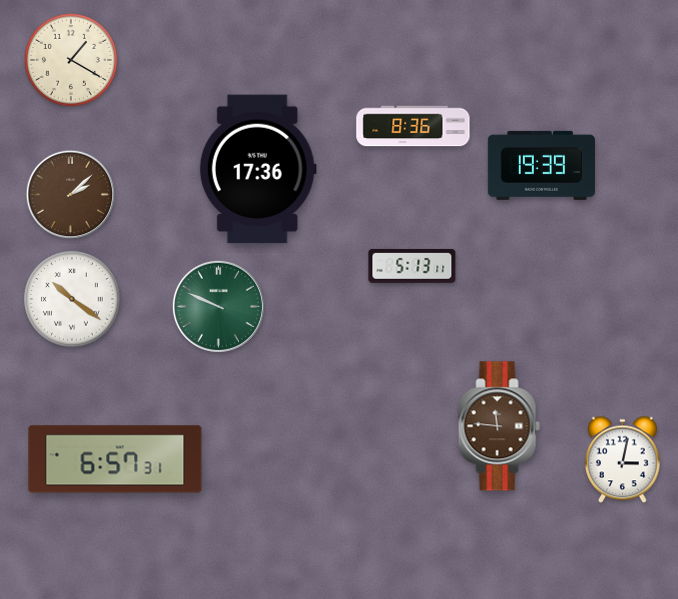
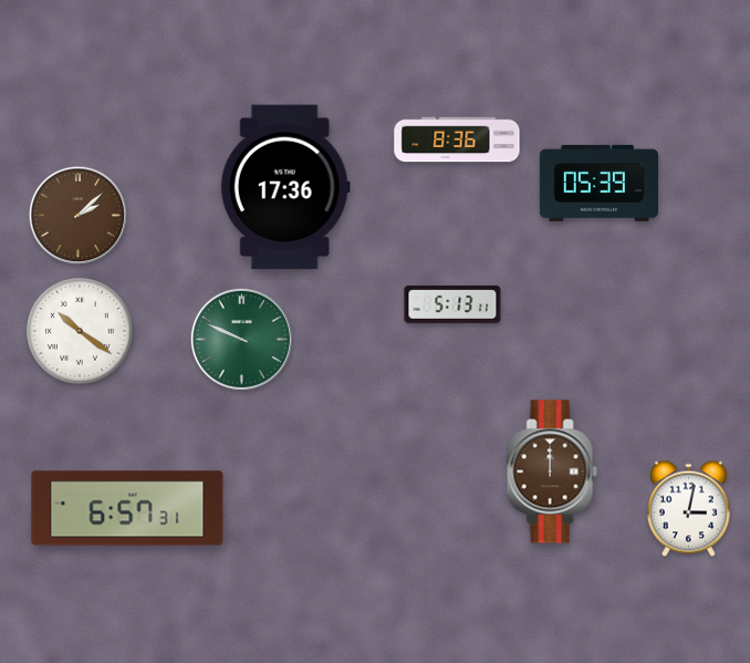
clock at (71, 60): 1:20 -> none
clock at (541, 165): 19:39 -> 05:39
clock at (412, 266) position: (412, 266) -> (452, 304)
clock at (499, 426): 11:46 -> 12:00
